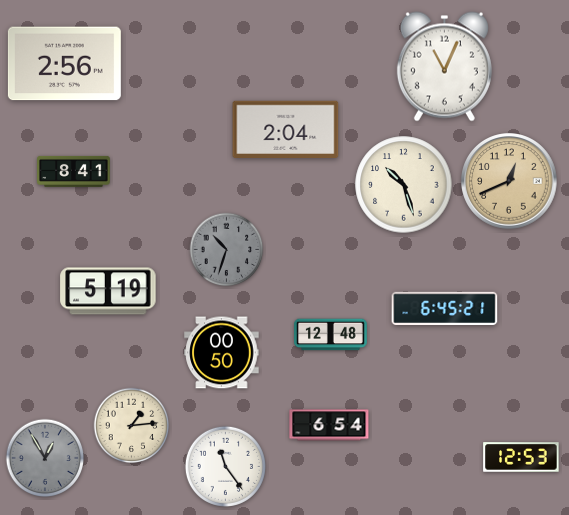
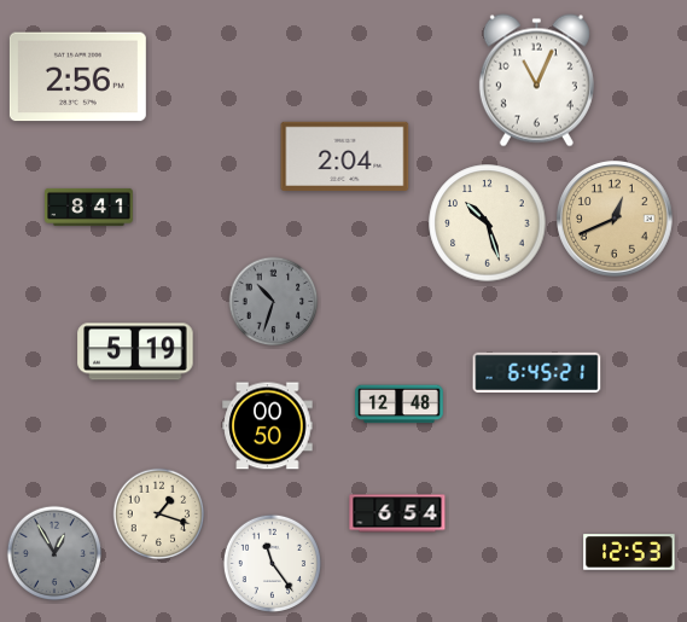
clock at (108, 291) position: (108, 291) -> (135, 351)
clock at (132, 426): 1:14 -> 1:18
